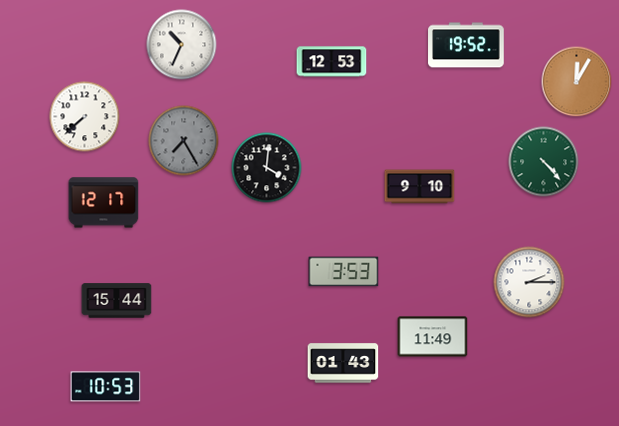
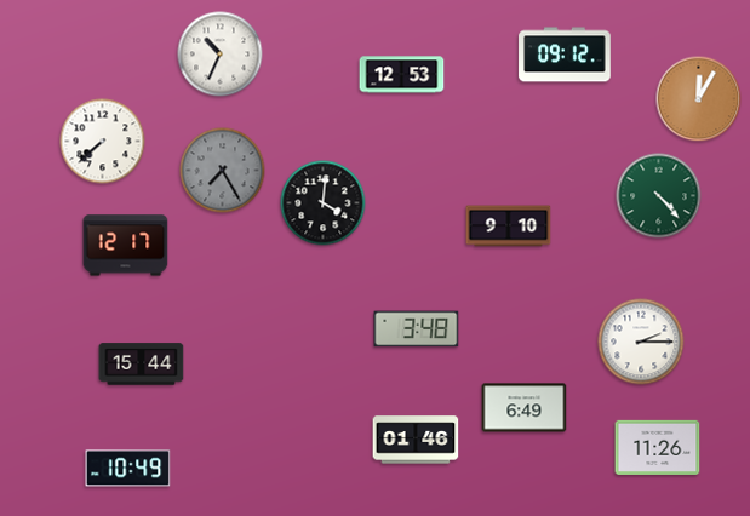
clock at (466, 45): 19:52 -> 09:12
clock at (344, 272): 3:53 -> 3:48
clock at (433, 337): 11:49 -> 6:49
clock at (343, 363): 01:43 -> 01:46
clock at (658, 447): none -> 11:26
clock at (106, 387): 10:53 -> 10:49
